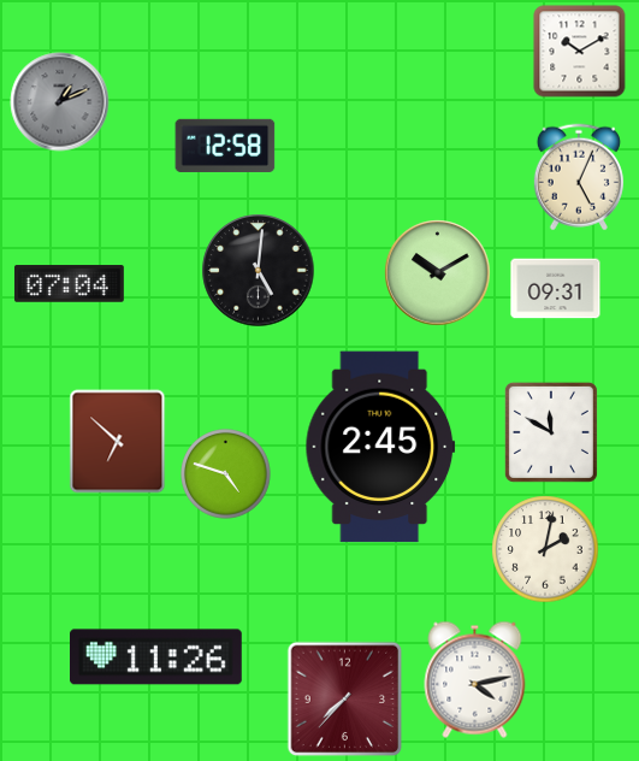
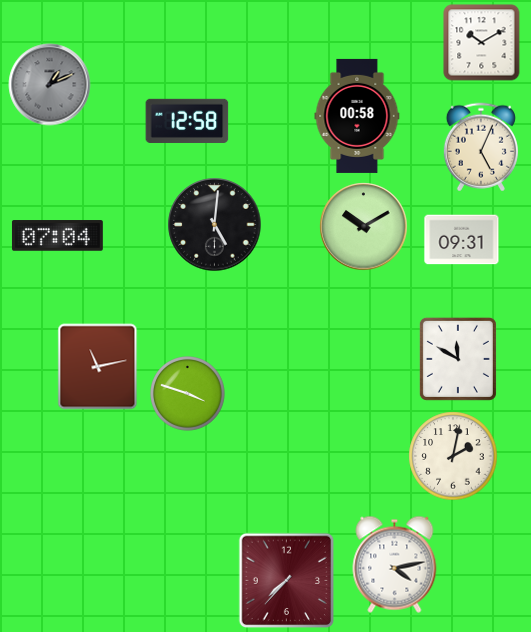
clock at (357, 116): none -> 00:58
clock at (118, 442): 6:52 -> 11:13
clock at (380, 447): 2:45 -> none
clock at (226, 474): 4:48 -> 3:48
clock at (156, 657): 11:26 -> none
